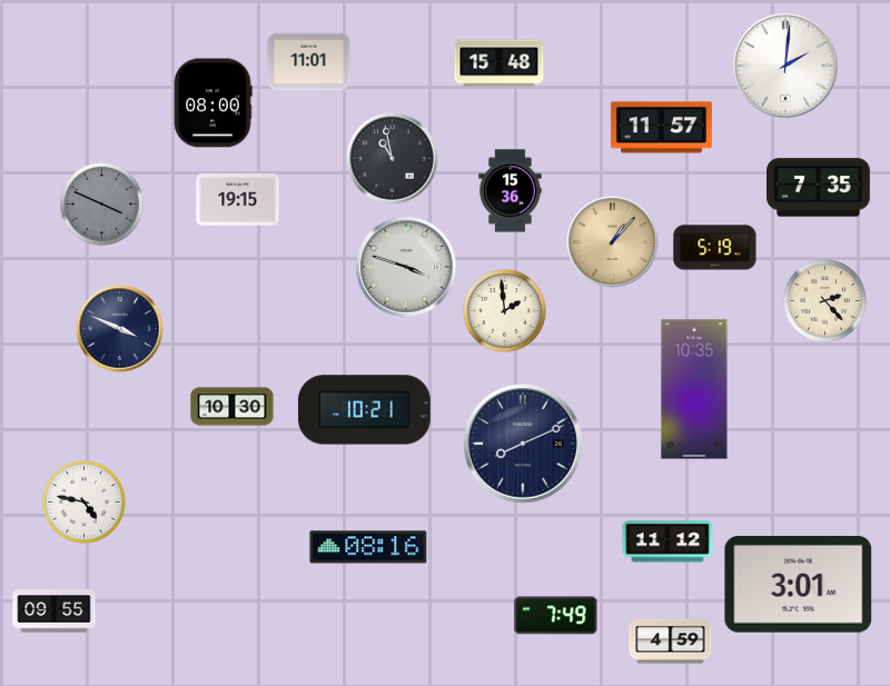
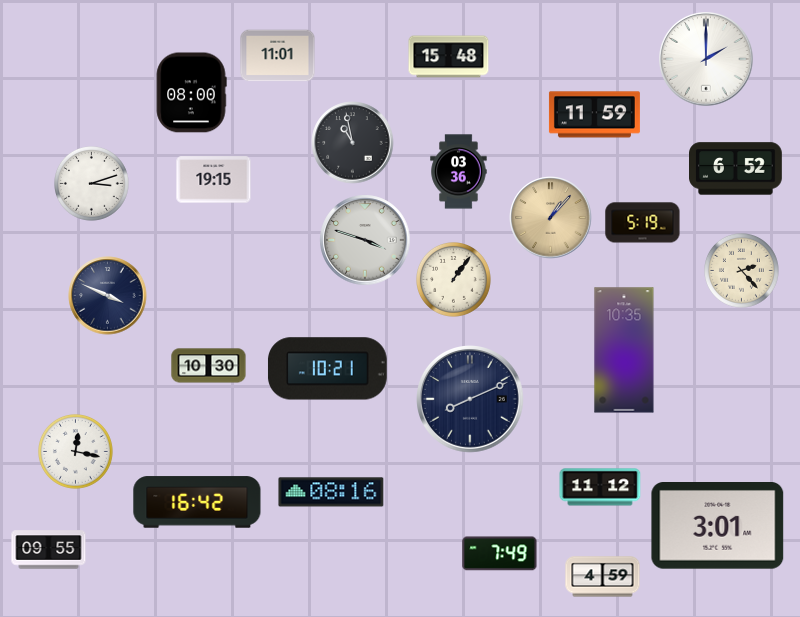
clock at (785, 66): 2:01 -> 2:00
clock at (661, 128): 11:57 -> 11:59
clock at (819, 188): 7:35 -> 6:52
clock at (511, 191): 15:36 -> 03:36
clock at (102, 205): 3:49 -> 3:12
clock at (102, 205) dial: grey -> white
clock at (505, 311): 1:59 -> 1:06
clock at (85, 503): 4:47 -> 12:17
clock at (197, 502): none -> 16:42
